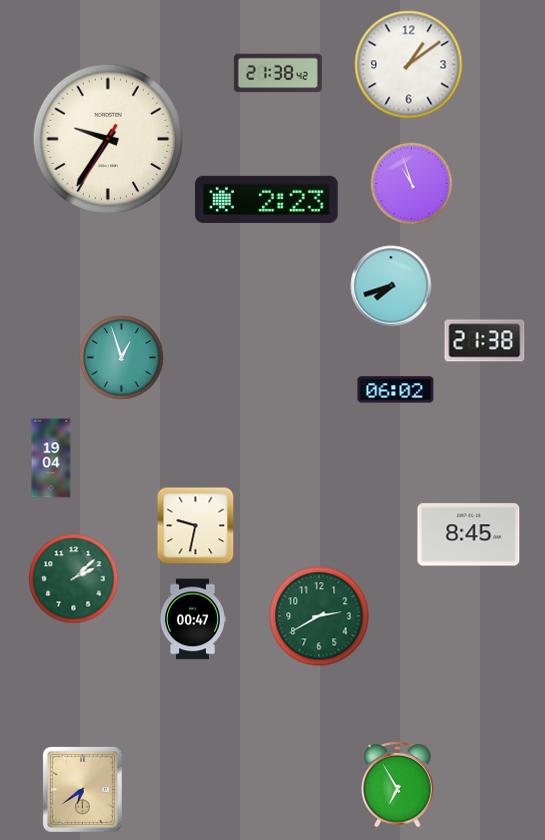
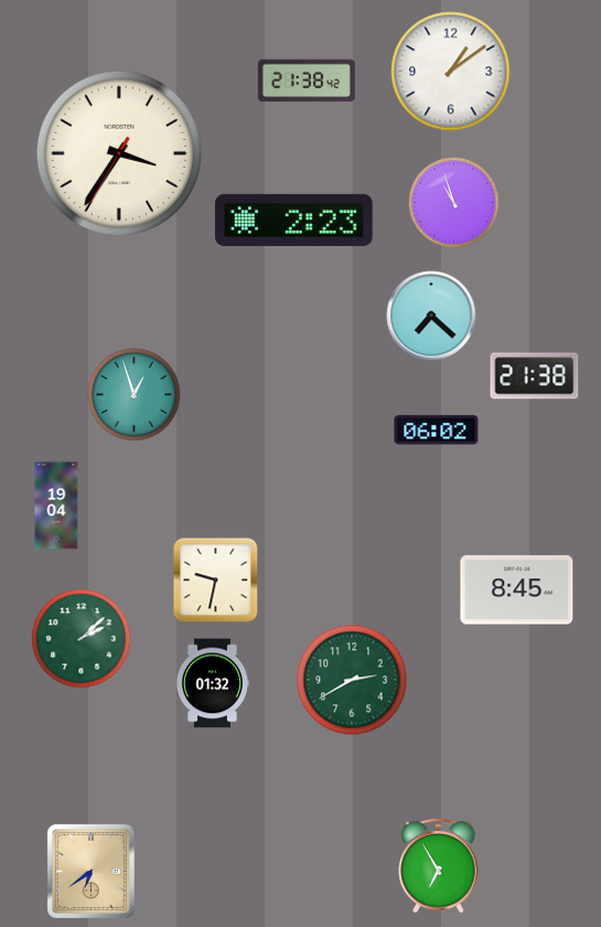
clock at (108, 139): 9:35 -> 3:35
clock at (391, 286): 7:42 -> 7:22
clock at (192, 619): 00:47 -> 01:32
